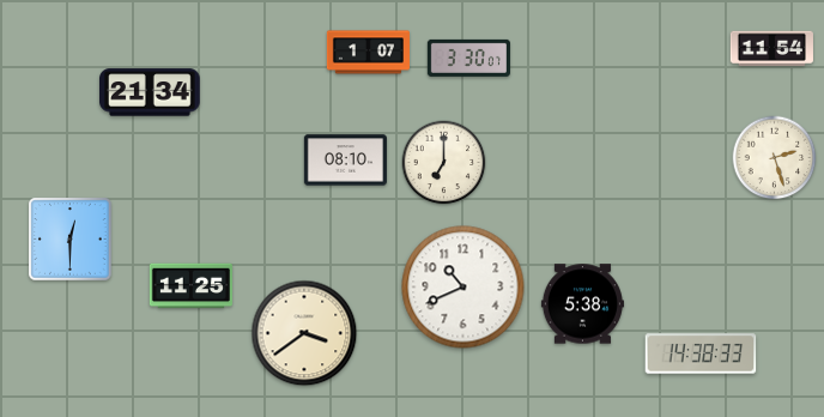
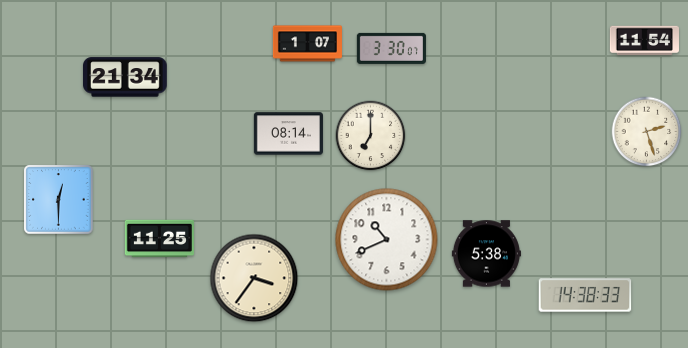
clock at (345, 161): 08:10 -> 08:14
clock at (304, 333): 3:39 -> 3:36
